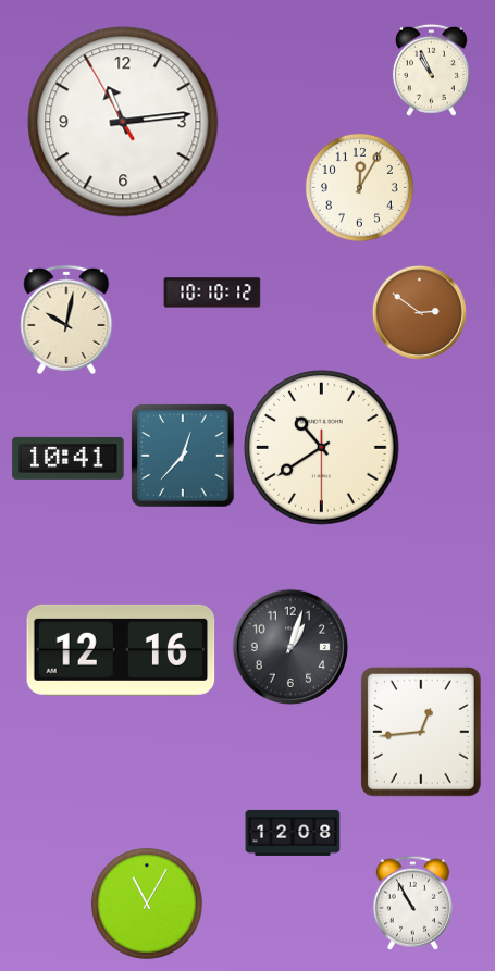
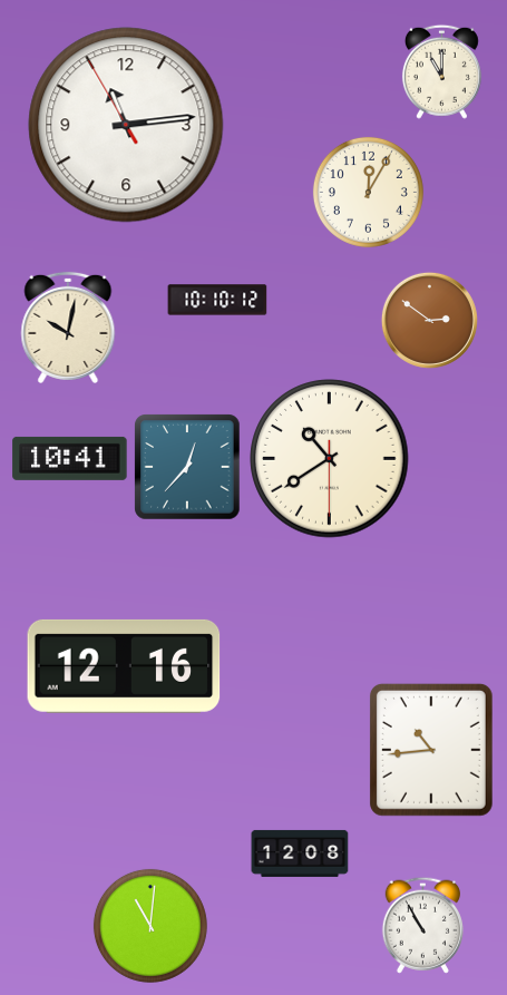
clock at (431, 70): 10:56 -> 11:00
clock at (69, 458) position: (69, 458) -> (70, 458)
clock at (290, 647): 1:03 -> none
clock at (421, 732): 12:44 -> 10:44
clock at (147, 904): 11:05 -> 11:01
